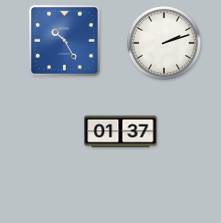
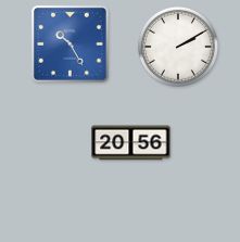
clock at (164, 43): 2:12 -> 2:10
clock at (121, 132): 01:37 -> 20:56
